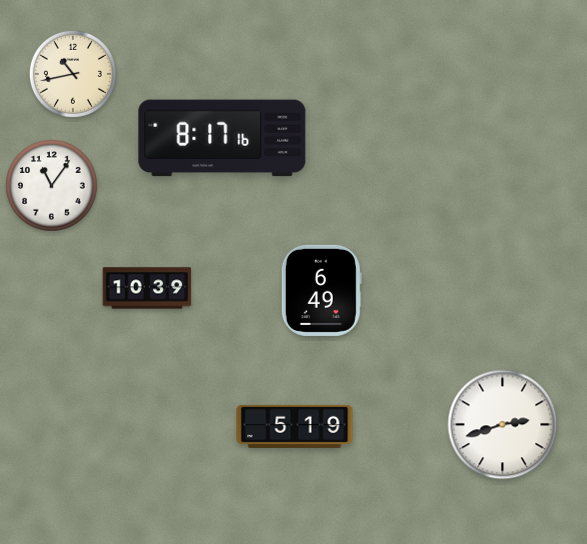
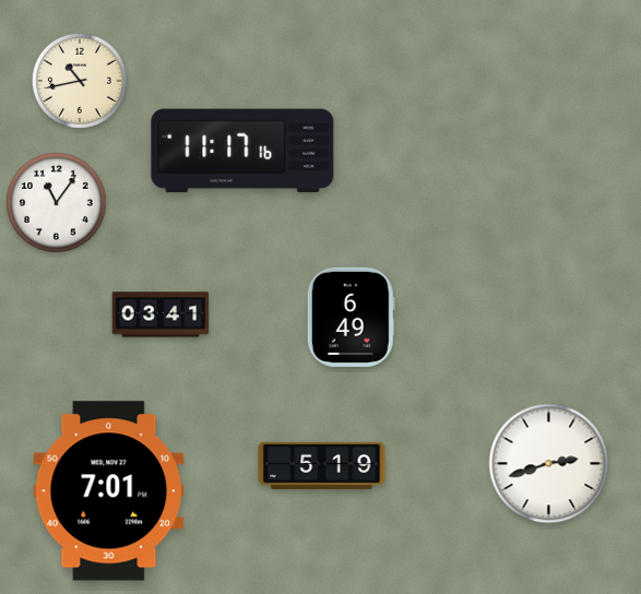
clock at (222, 138): 8:17 -> 11:17
clock at (147, 288): 10:39 -> 03:41
clock at (109, 491): none -> 7:01
